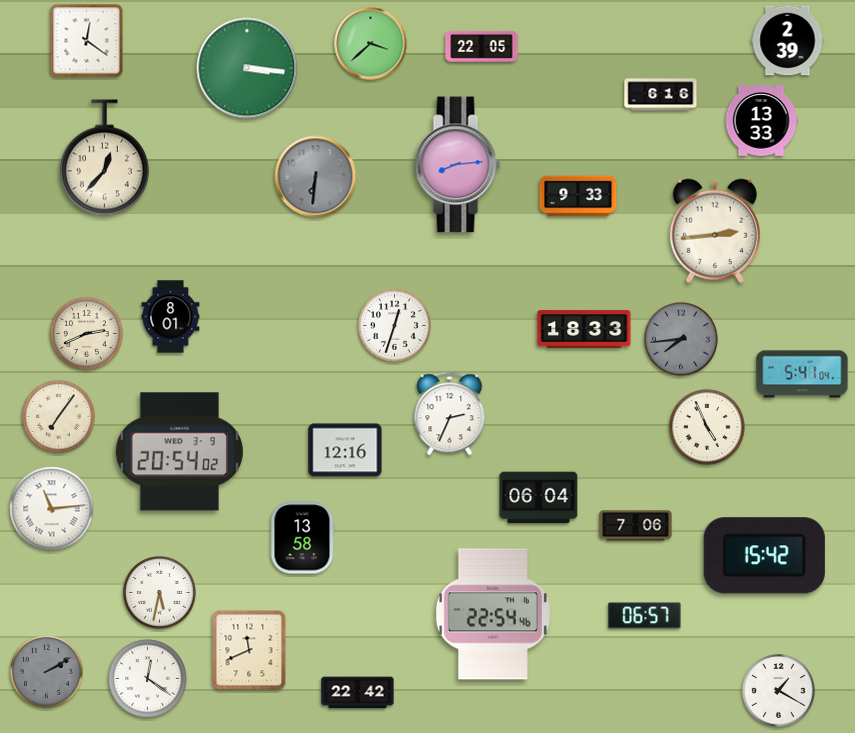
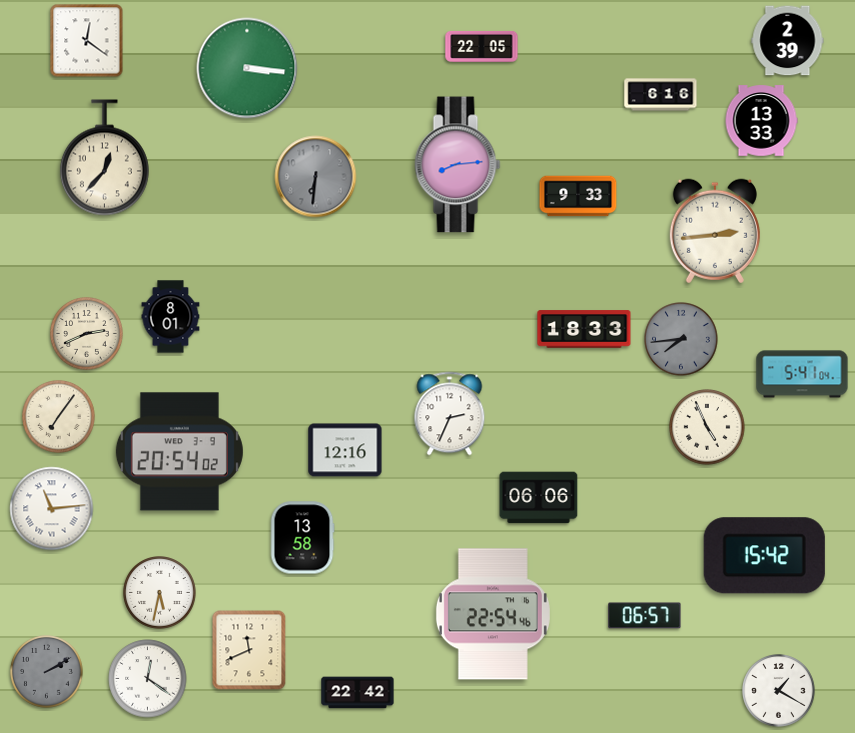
clock at (371, 44): 3:38 -> none
clock at (395, 326): 12:33 -> none
clock at (539, 498): 06:04 -> 06:06
clock at (636, 526): 7:06 -> none
